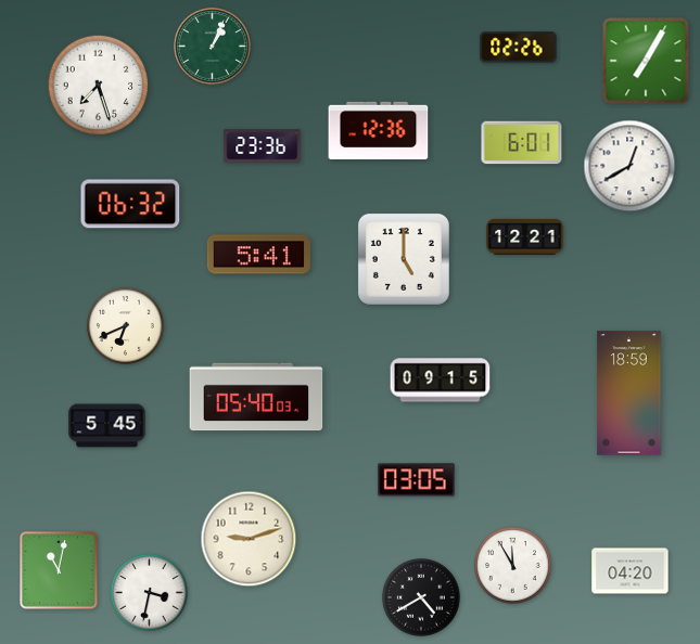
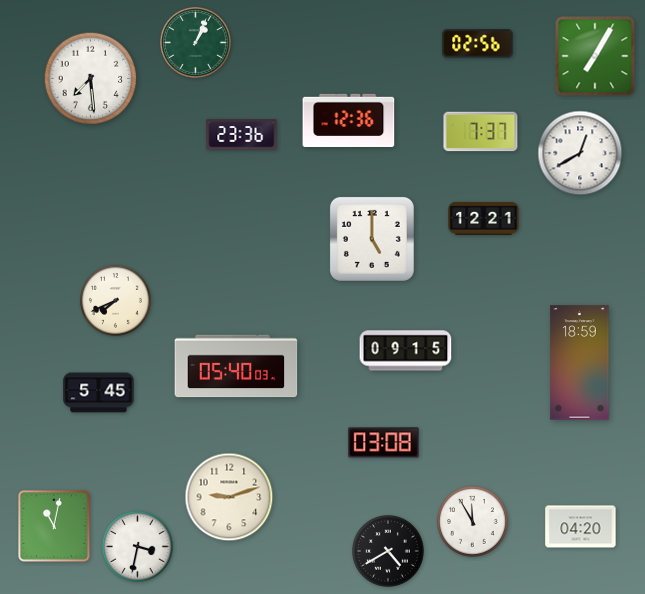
clock at (519, 48): 02:26 -> 02:56
clock at (99, 86): 7:27 -> 7:29
clock at (522, 143): 6:01 -> 7:37
clock at (130, 204): 06:32 -> none
clock at (258, 255): 5:41 -> none
clock at (126, 326): 6:41 -> 7:41
clock at (417, 480): 03:05 -> 03:08
